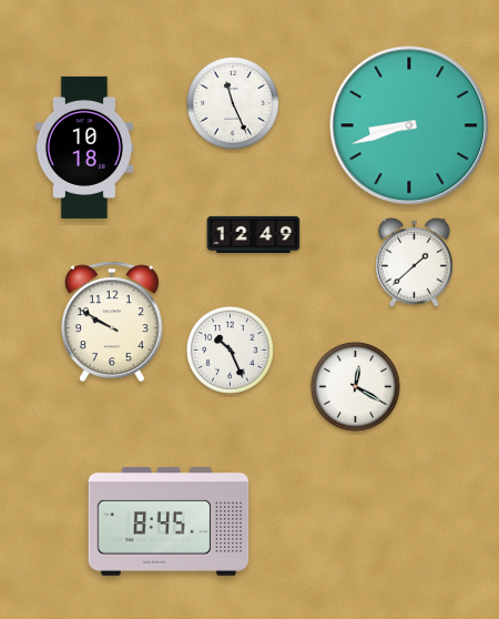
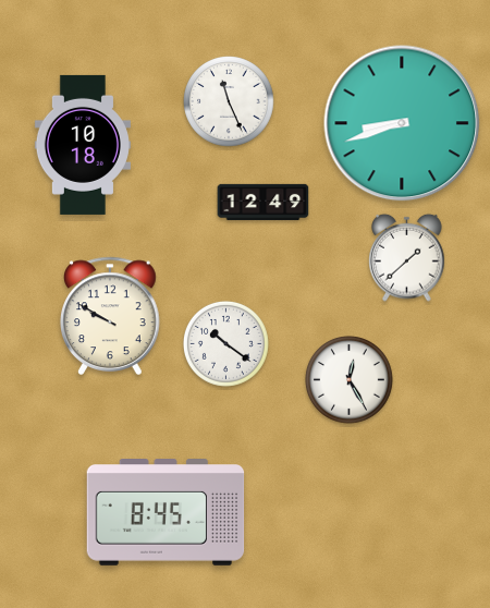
clock at (254, 234) position: (254, 234) -> (264, 202)
clock at (230, 349): 10:26 -> 10:21
clock at (356, 387): 12:20 -> 12:25
